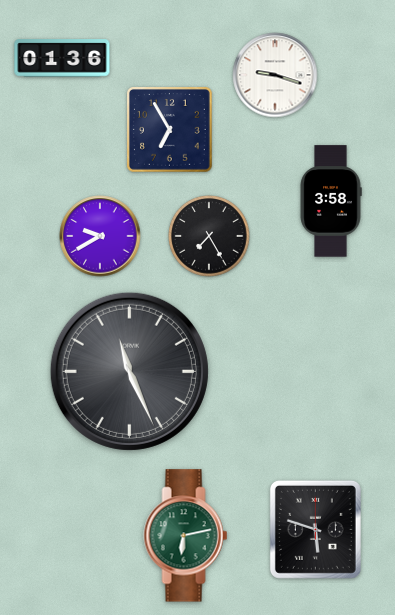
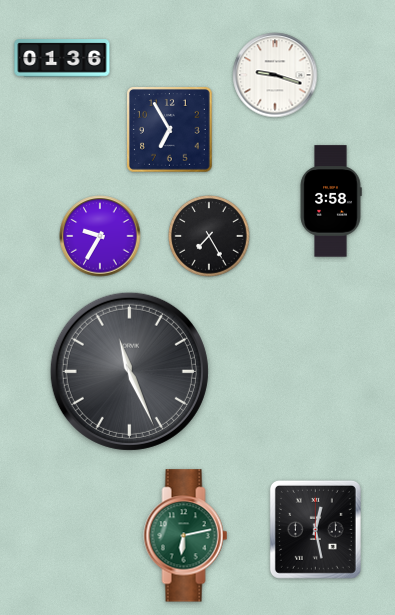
clock at (100, 236): 9:40 -> 9:35
clock at (315, 529): 5:48 -> 12:28
